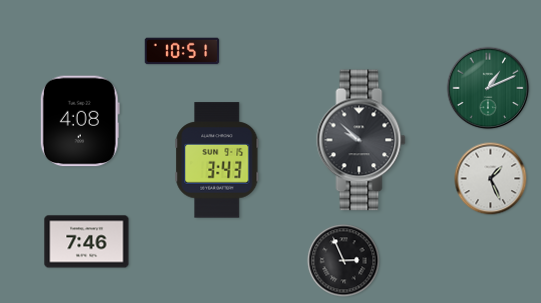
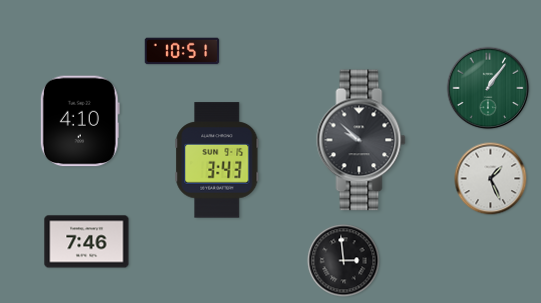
clock at (488, 88): 1:11 -> 1:06
clock at (80, 121): 4:08 -> 4:10
clock at (344, 261): 2:56 -> 2:59
